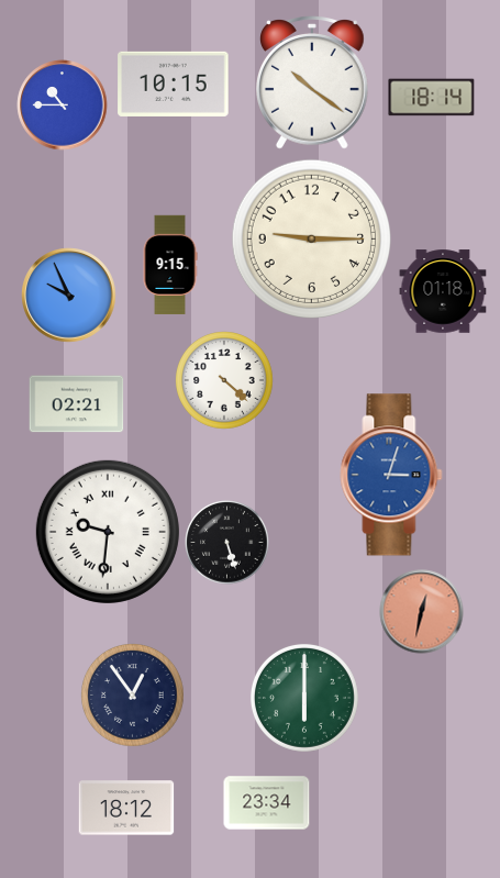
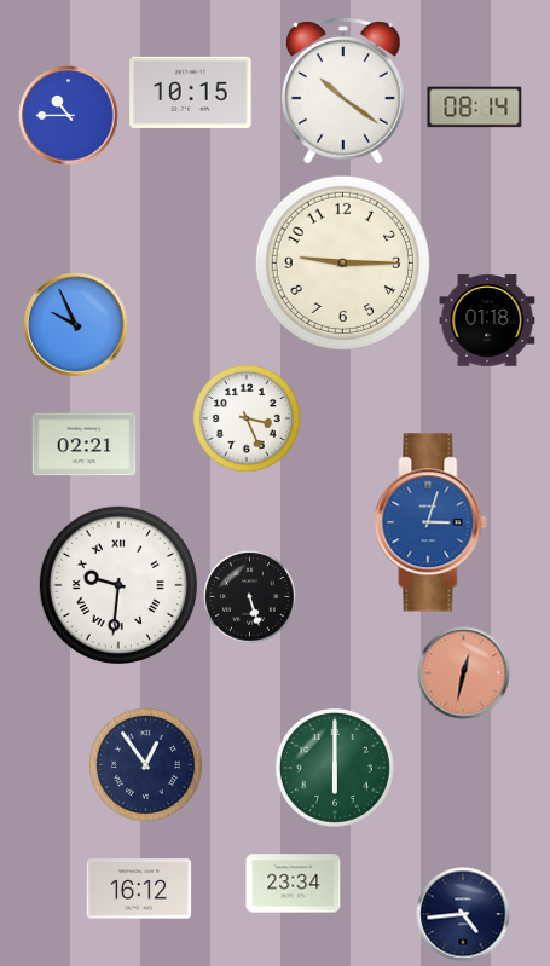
clock at (432, 98): 18:14 -> 08:14
clock at (170, 264): 9:15 -> none
clock at (225, 381): 4:22 -> 3:26
clock at (126, 808): 18:12 -> 16:12
clock at (463, 914): none -> 4:44
